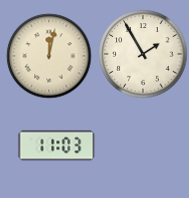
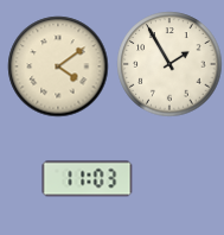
clock at (49, 56): 12:02 -> 4:09
clock at (57, 146) position: (57, 146) -> (88, 179)
